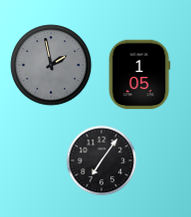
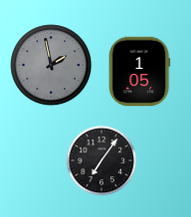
clock at (140, 75) position: (140, 75) -> (140, 72)
